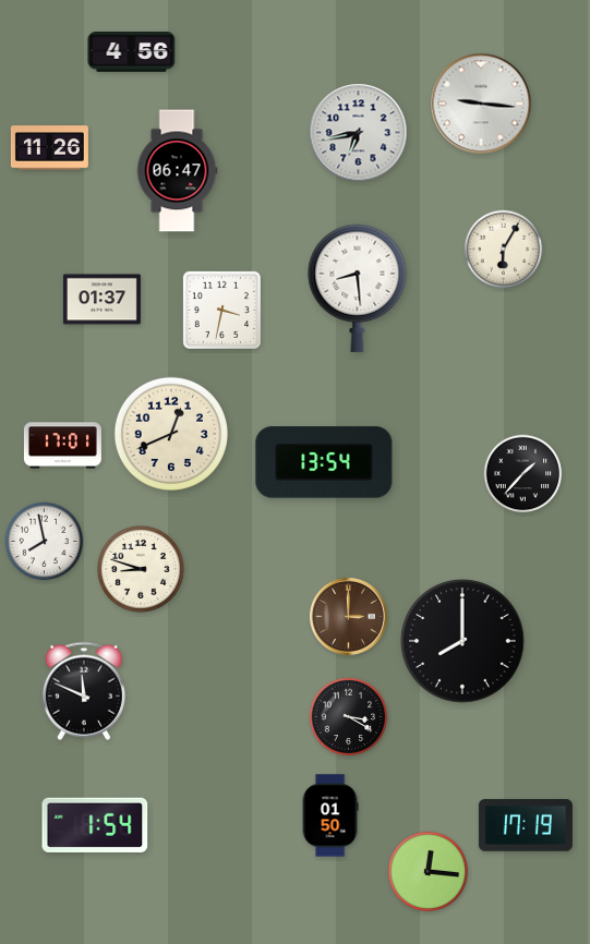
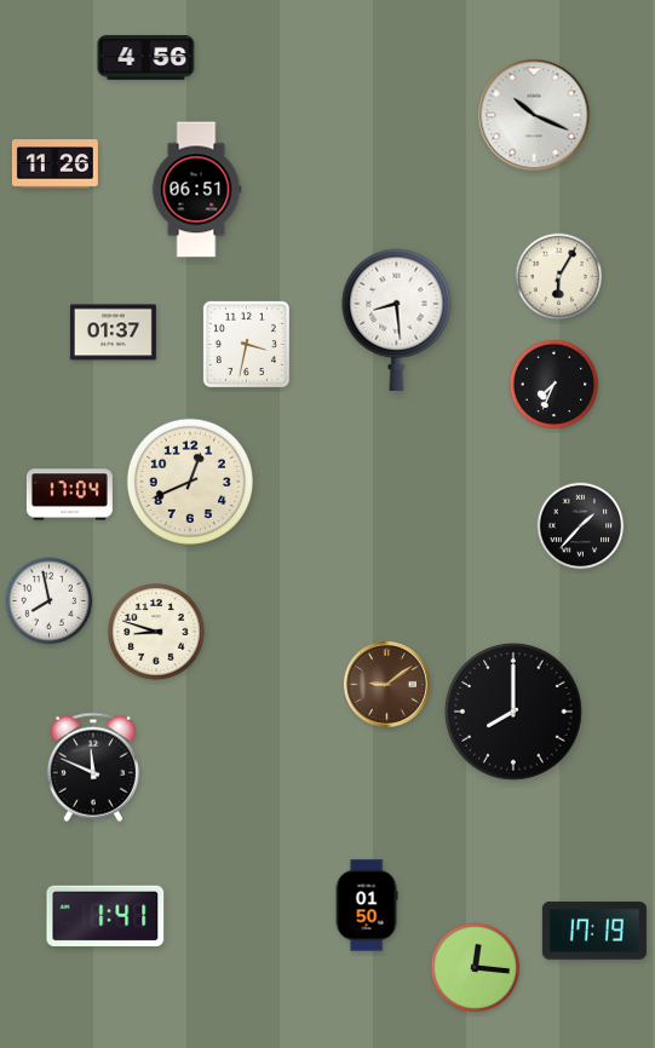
clock at (481, 104): 9:16 -> 10:19
clock at (359, 133): 6:43 -> none
clock at (177, 171): 06:47 -> 06:51
clock at (555, 385): none -> 7:34
clock at (62, 446): 17:01 -> 17:04
clock at (324, 462): 13:54 -> none
clock at (348, 616): 3:00 -> 9:09
clock at (349, 717): 3:20 -> none
clock at (95, 825): 1:54 -> 1:41
clock at (526, 825) position: (526, 825) -> (594, 931)
